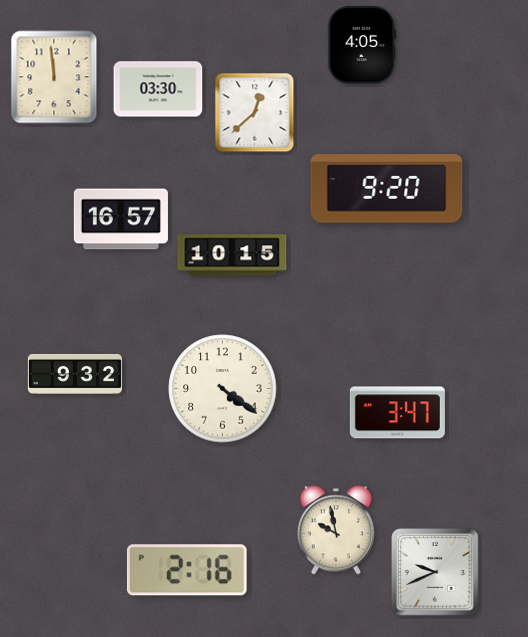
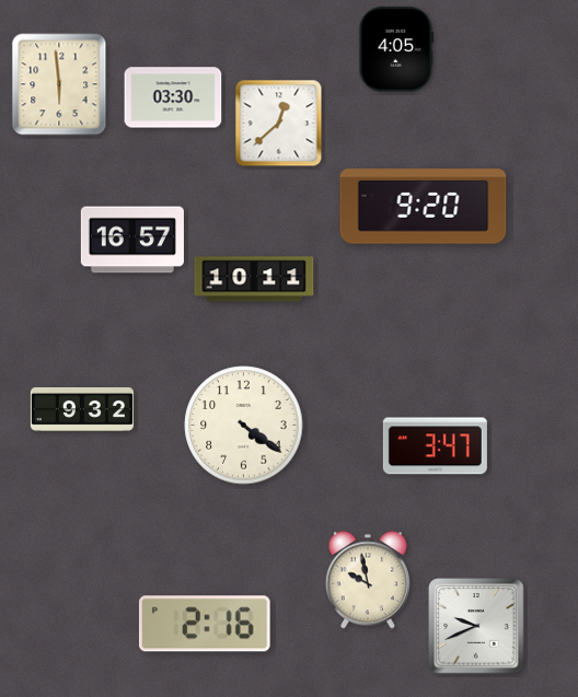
clock at (54, 77): 11:59 -> 5:59
clock at (232, 255): 10:15 -> 10:11
clock at (397, 413) position: (397, 413) -> (435, 446)
